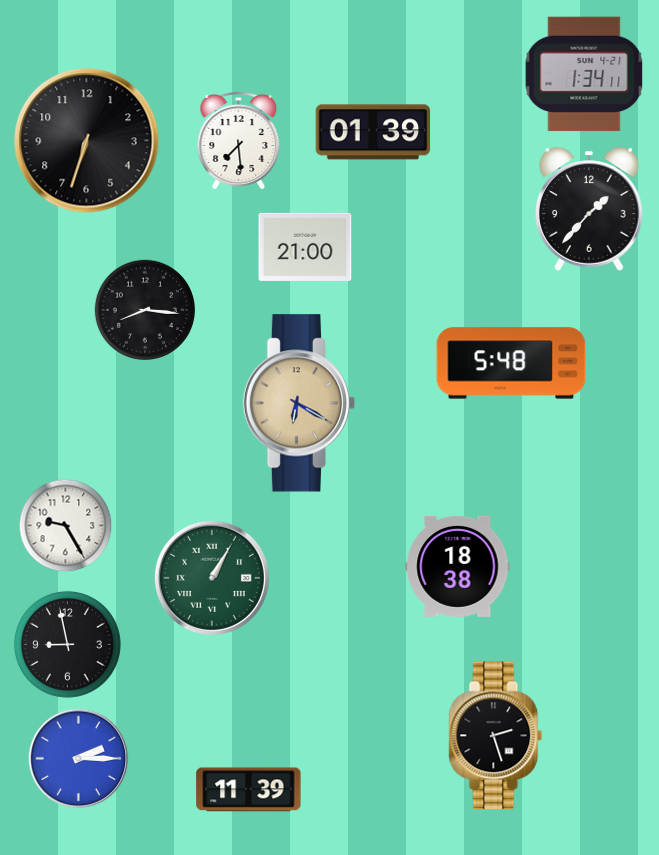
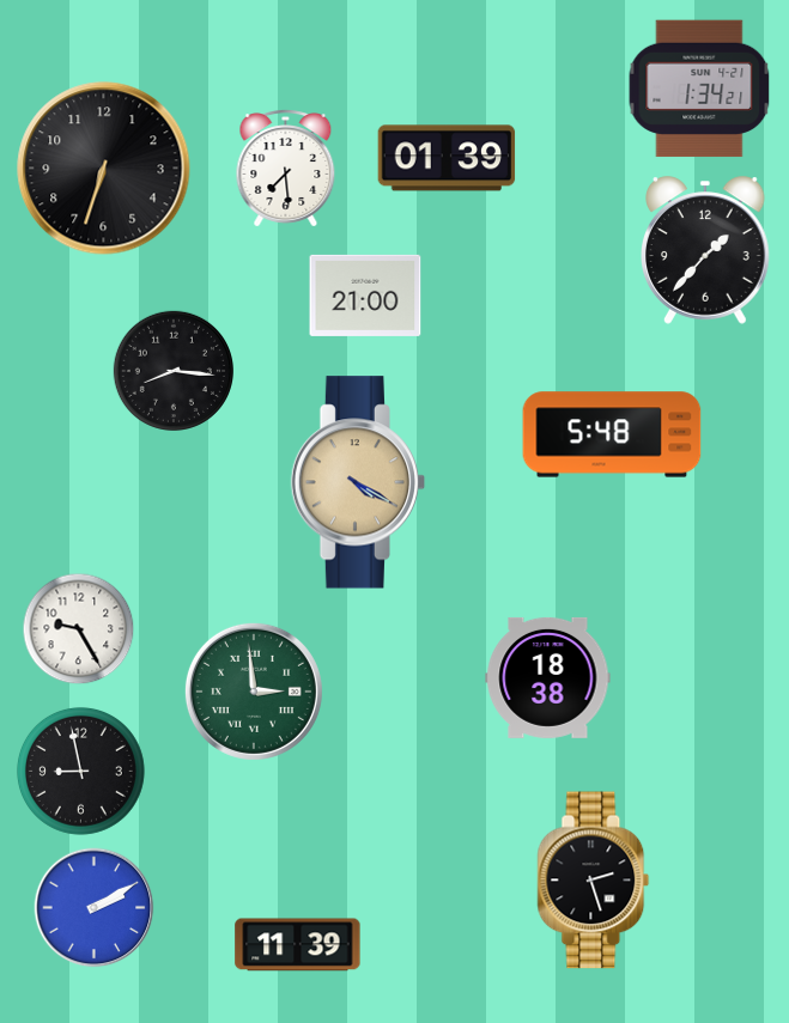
clock at (584, 74): 1:34:11 -> 1:34:21
clock at (299, 403): 6:20 -> 4:20
clock at (212, 578): 1:05 -> 2:59
clock at (79, 759): 2:15 -> 2:10
